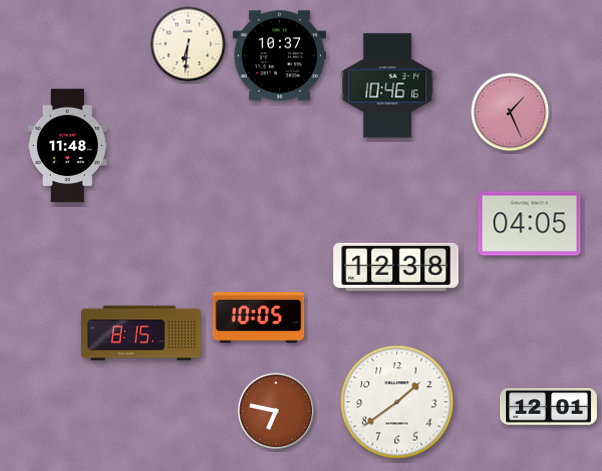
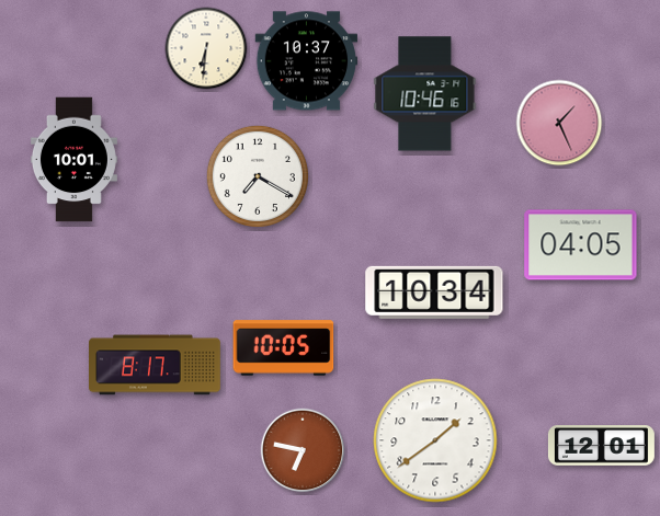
clock at (67, 146): 11:48 -> 10:01
clock at (258, 176): none -> 7:20
clock at (396, 267): 12:38 -> 10:34
clock at (142, 333): 8:15 -> 8:17
